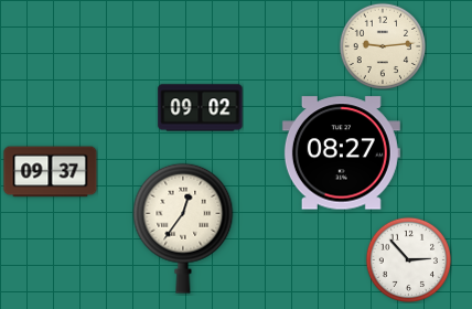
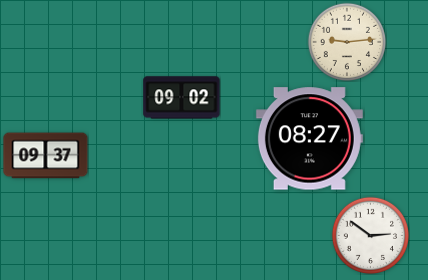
clock at (183, 228): 12:36 -> none
clock at (408, 259): 2:53 -> 2:51
